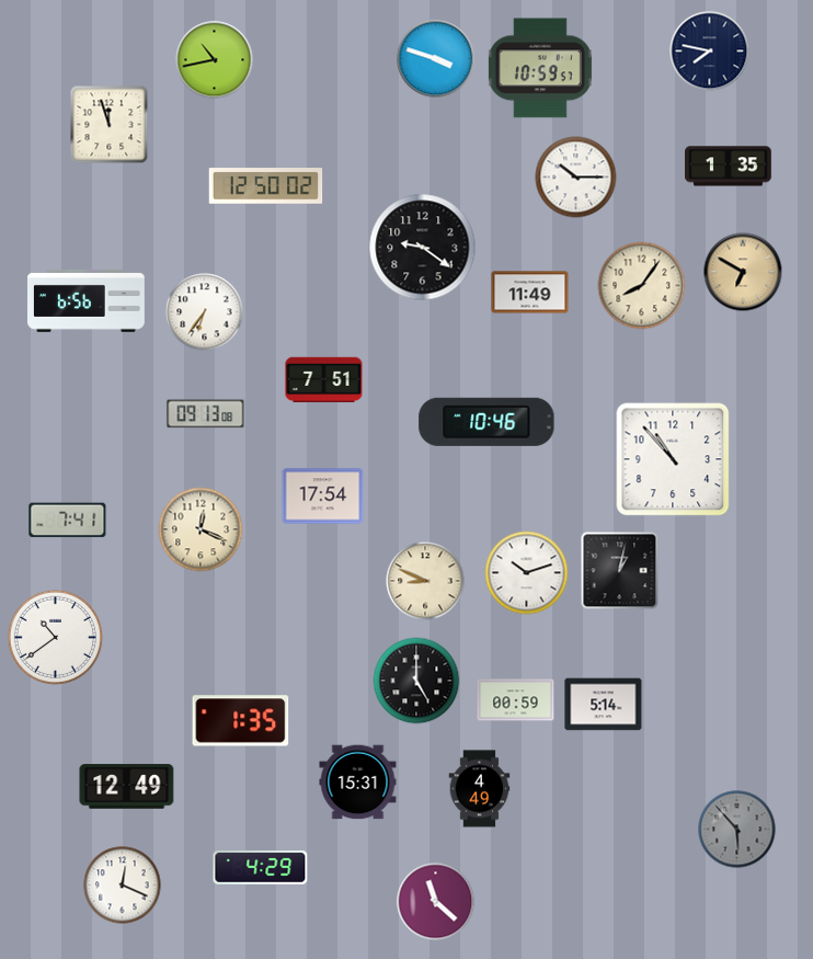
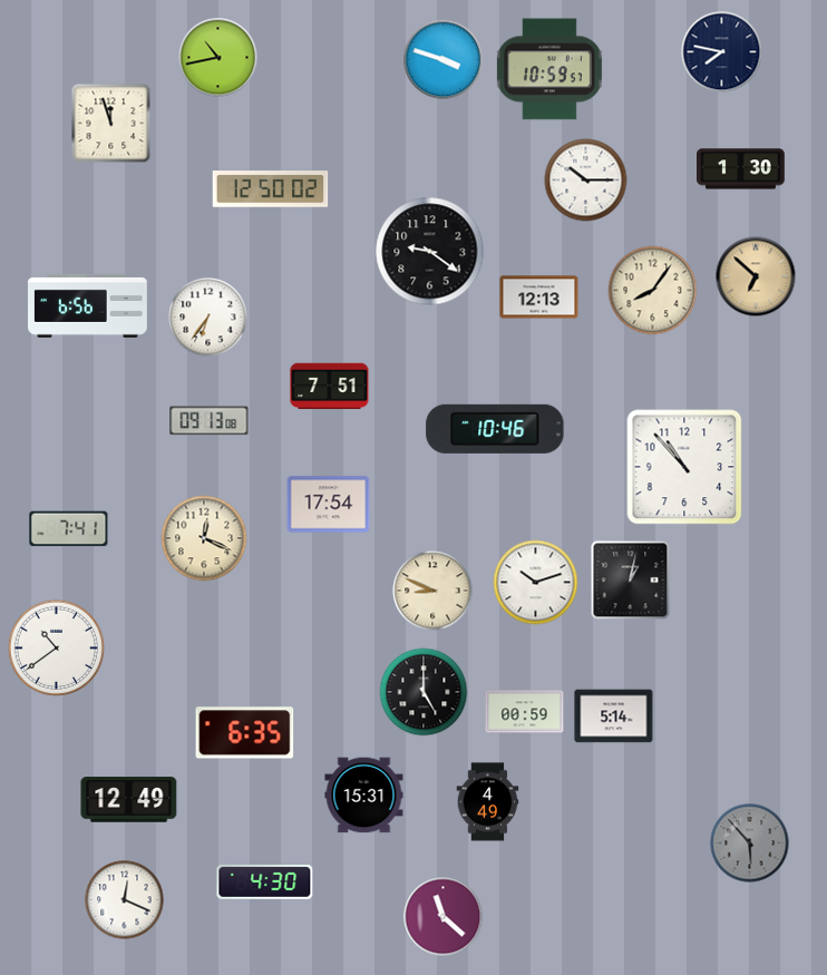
clock at (215, 60) position: (215, 60) -> (218, 58)
clock at (110, 125) position: (110, 125) -> (111, 124)
clock at (729, 167): 1:35 -> 1:30
clock at (743, 272): 6:50 -> 6:52
clock at (530, 293): 11:49 -> 12:13
clock at (241, 721): 1:35 -> 6:35
clock at (261, 868): 4:29 -> 4:30
